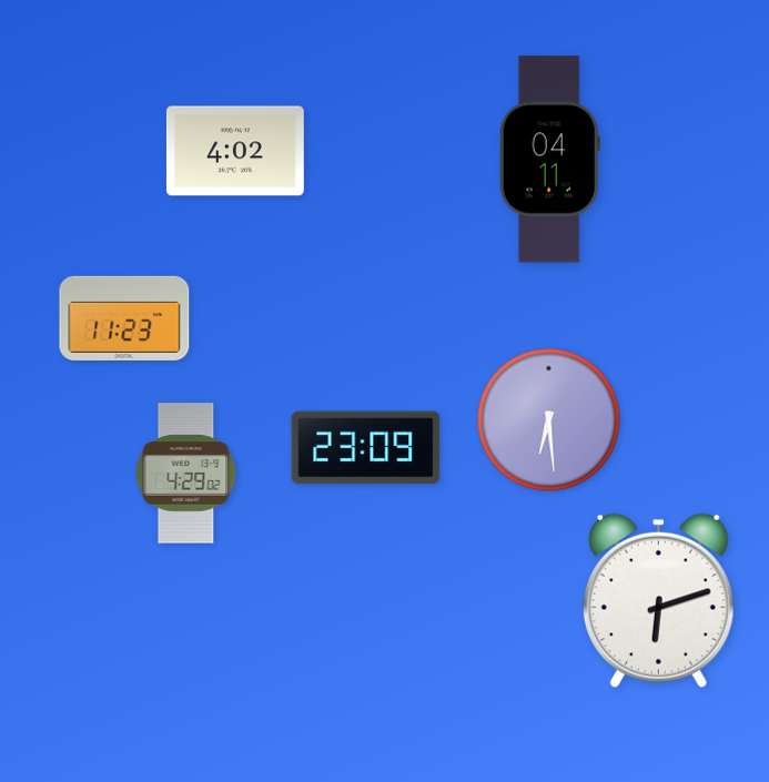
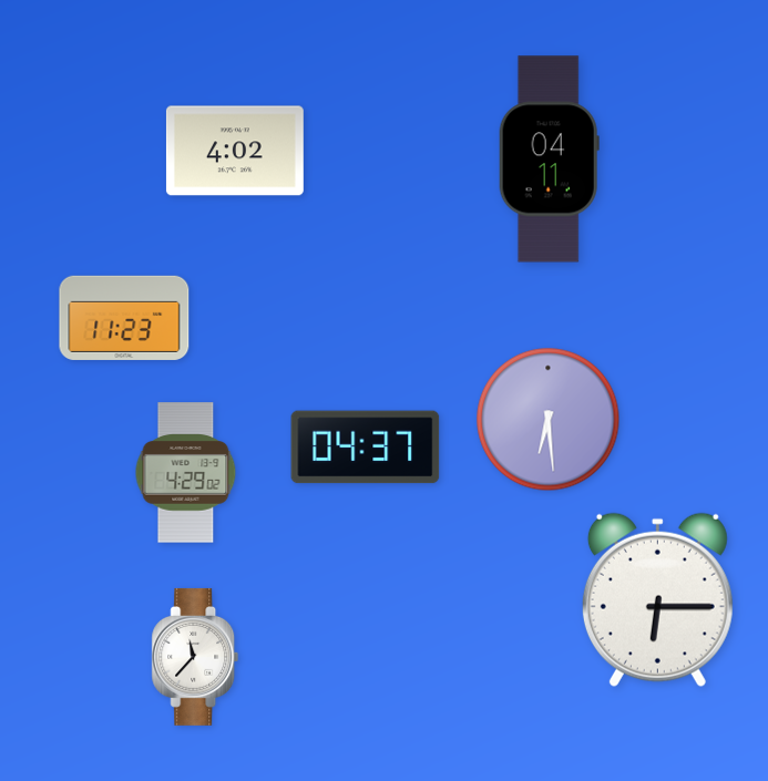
clock at (366, 448): 23:09 -> 04:37
clock at (658, 600): 6:12 -> 6:15
clock at (195, 657): none -> 11:37
